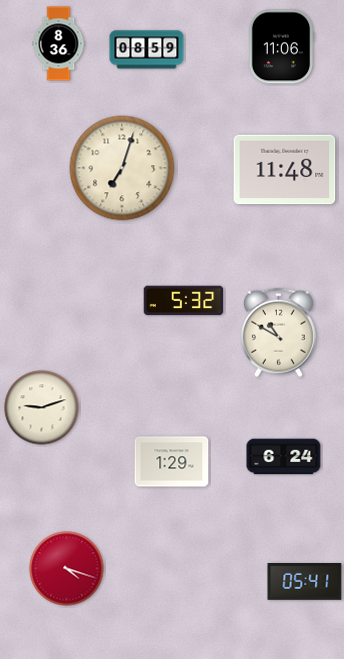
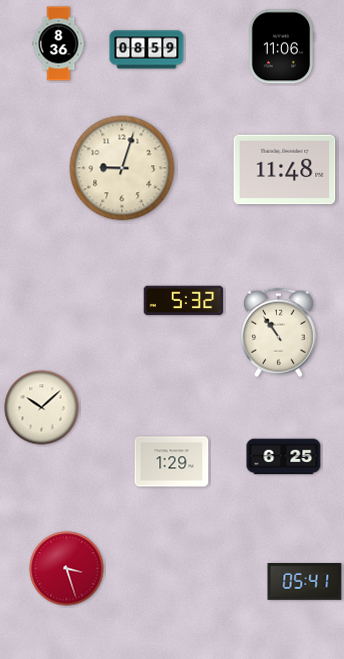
clock at (122, 168): 7:03 -> 9:03
clock at (278, 333): 10:50 -> 10:54
clock at (42, 408): 9:12 -> 10:08
clock at (284, 457): 6:24 -> 6:25
clock at (67, 569): 4:18 -> 3:27
